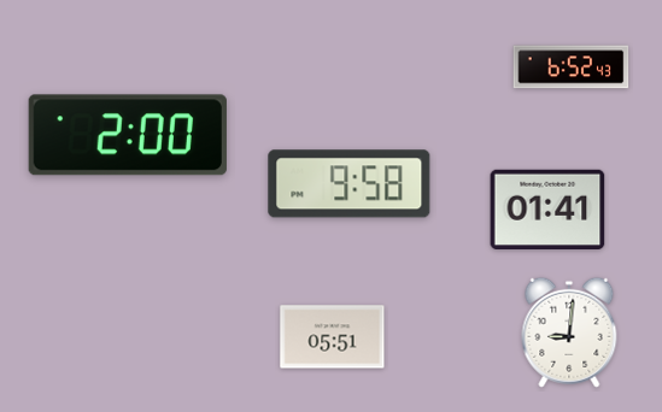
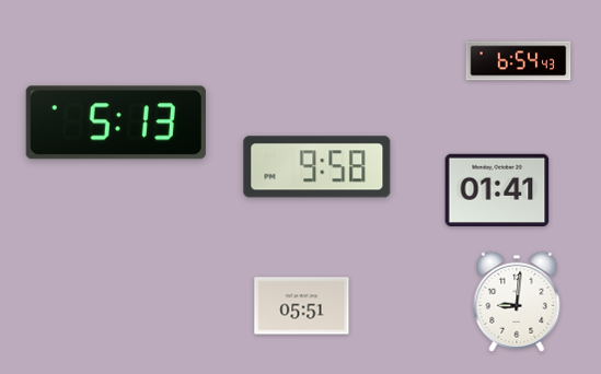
clock at (572, 67): 6:52 -> 6:54
clock at (128, 135): 2:00 -> 5:13
